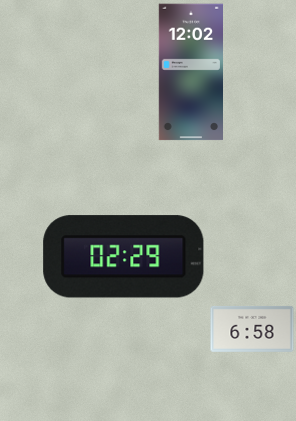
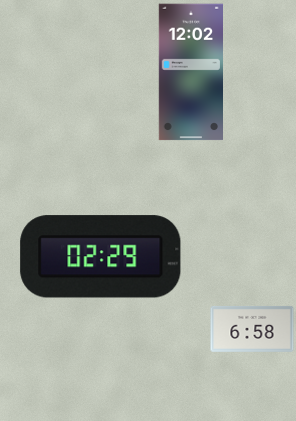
clock at (124, 257) position: (124, 257) -> (101, 257)
